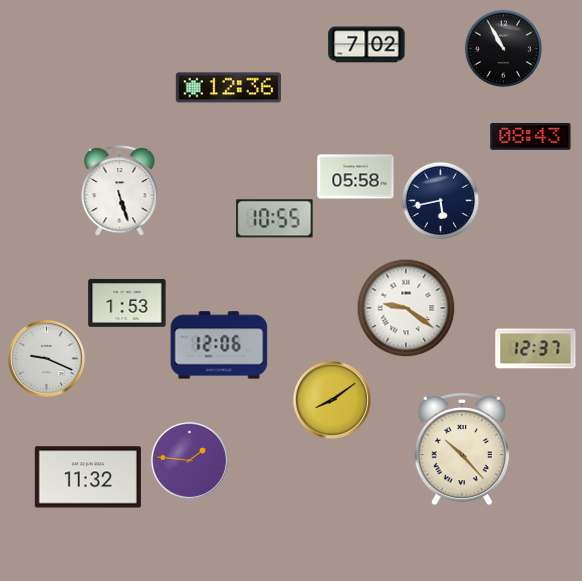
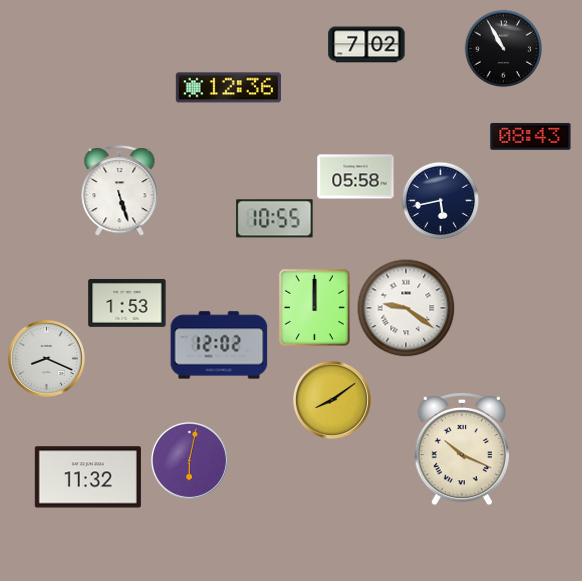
clock at (314, 307): none -> 12:00
clock at (219, 345): 12:06 -> 12:02
clock at (536, 349): 12:37 -> none
clock at (46, 358): 9:19 -> 8:19
clock at (461, 449): 10:23 -> 10:19
clock at (189, 460): 1:46 -> 6:02
